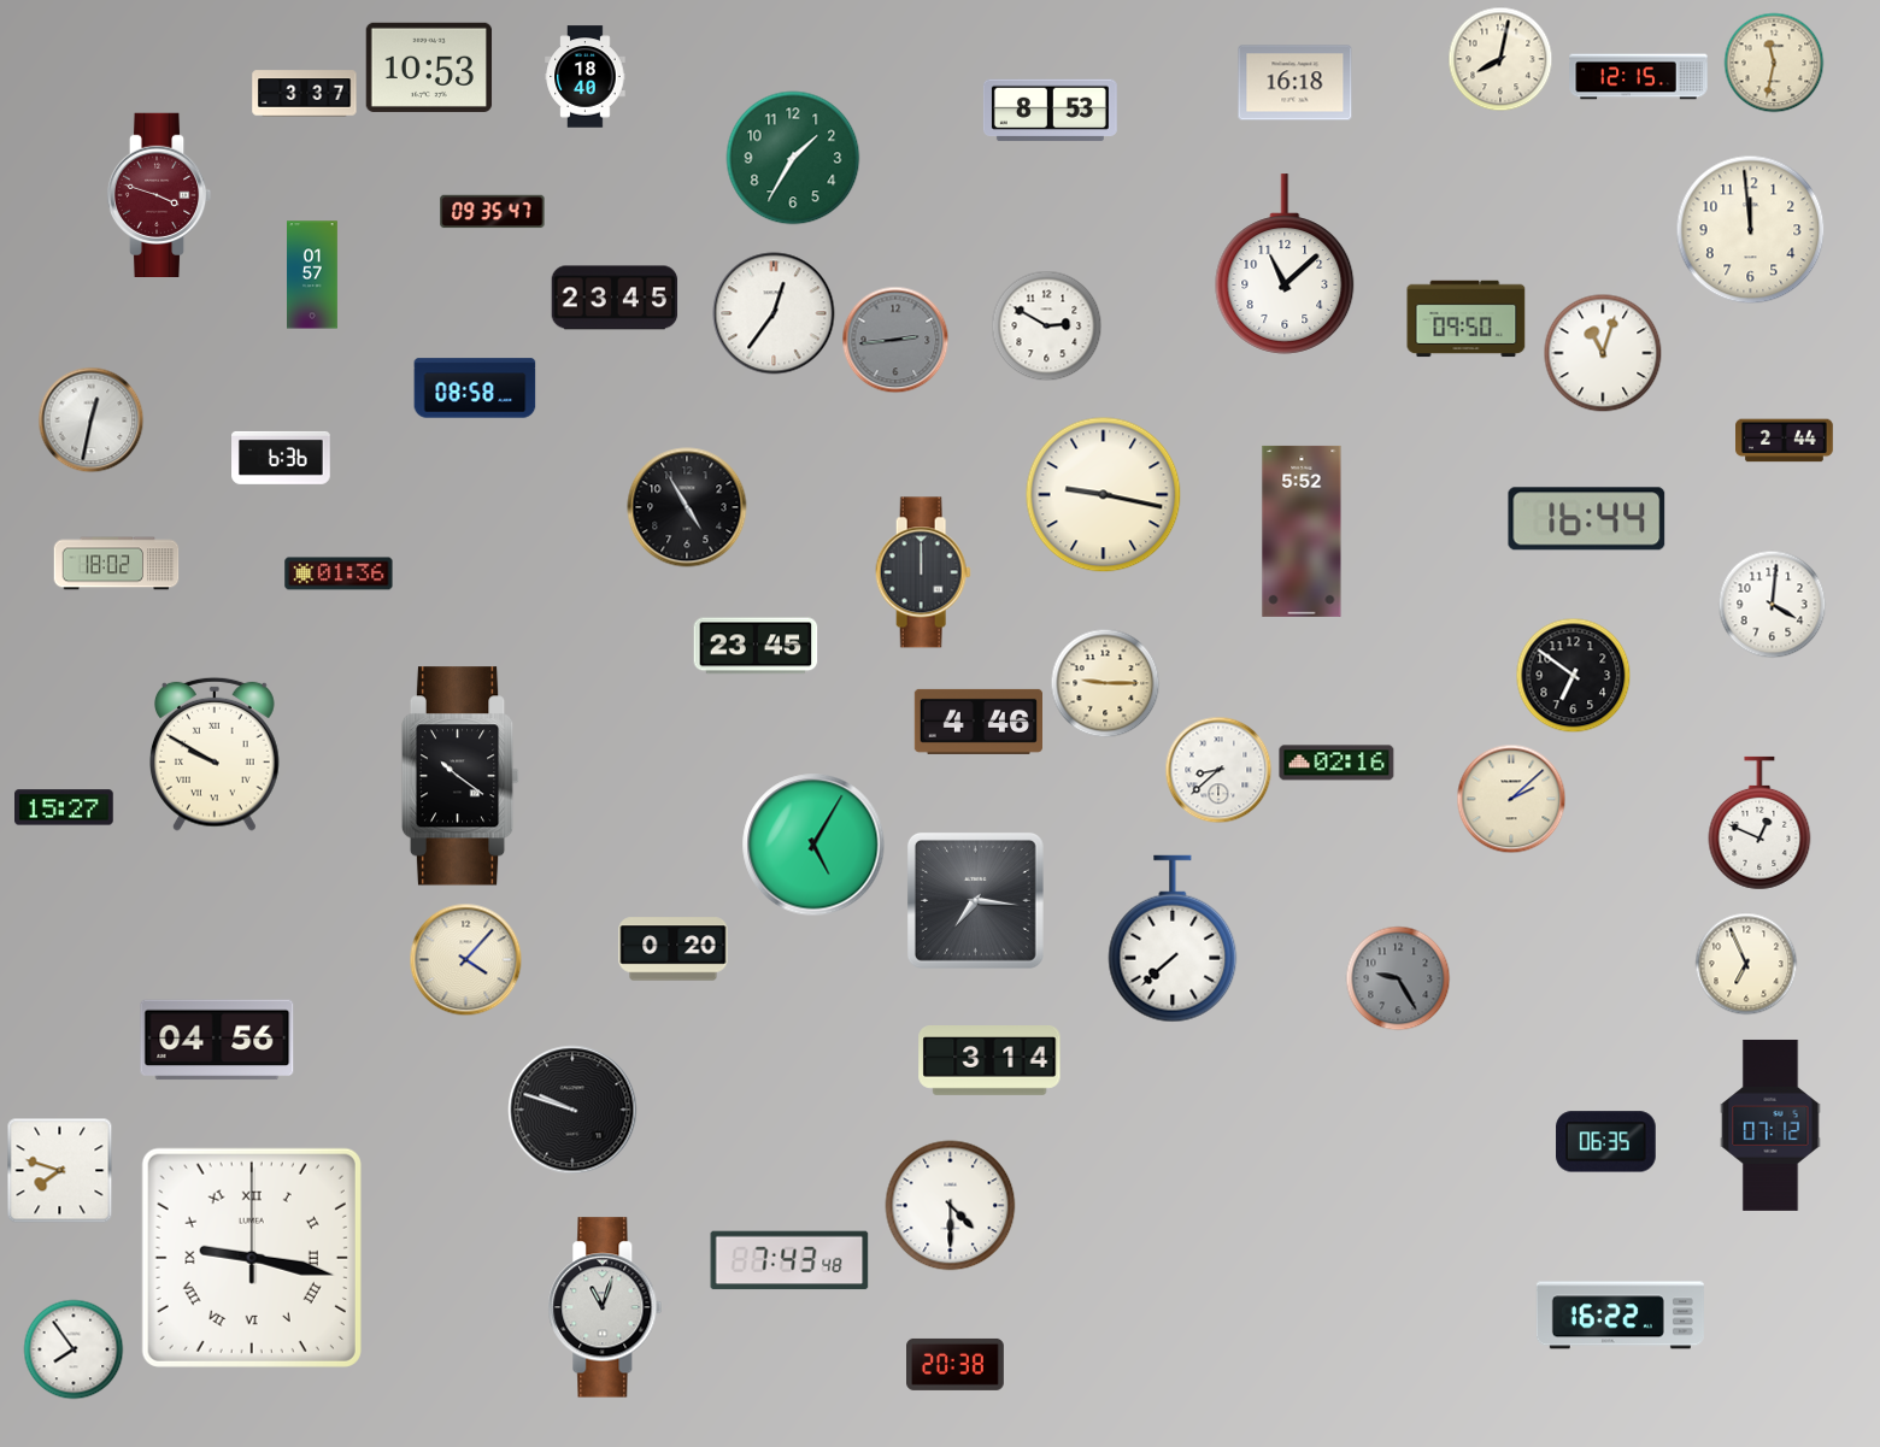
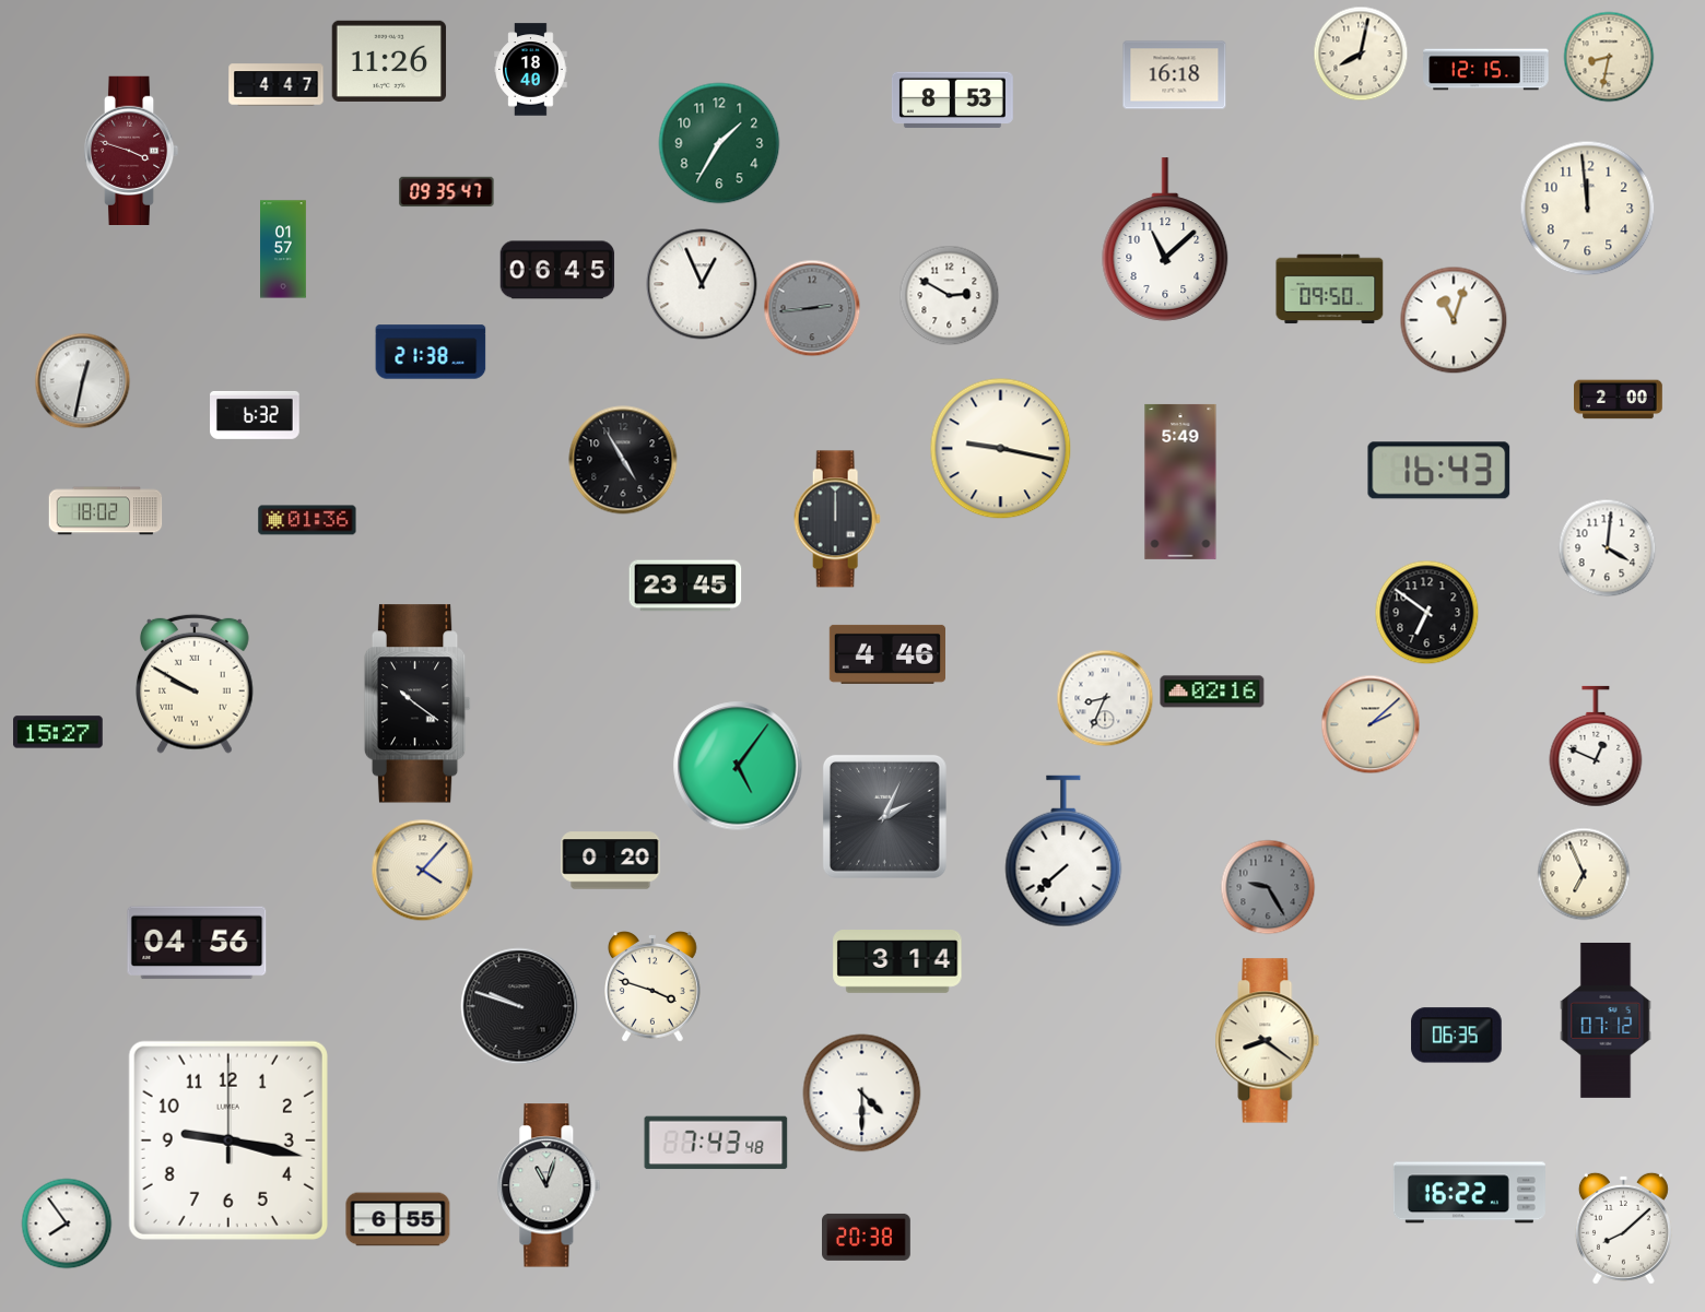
clock at (1774, 63): 11:32 -> 8:32
clock at (429, 67): 10:53 -> 11:26
clock at (305, 94): 3:37 -> 4:47
clock at (159, 194) position: (159, 194) -> (131, 150)
clock at (615, 298): 23:45 -> 06:45
clock at (774, 313): 12:36 -> 12:56
clock at (475, 388): 08:58 -> 21:38
clock at (1785, 441): 2:44 -> 2:00
clock at (281, 458): 6:36 -> 6:32
clock at (1587, 519): 16:44 -> 16:43
clock at (1302, 531): 5:52 -> 5:49
clock at (1105, 683): 9:15 -> none
clock at (1218, 770): 8:38 -> 8:34
clock at (813, 845): 5:05 -> 5:06
clock at (975, 900): 7:16 -> 2:04
clock at (654, 988): none -> 3:48
clock at (1268, 1041): none -> 8:21
clock at (60, 1171): 7:48 -> none
clock at (252, 1258) numerals: Roman -> Arabic
clock at (398, 1219): none -> 6:55
clock at (1623, 1228): none -> 8:08
